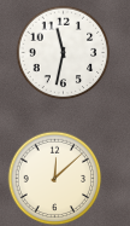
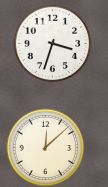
clock at (63, 52): 11:32 -> 3:33
